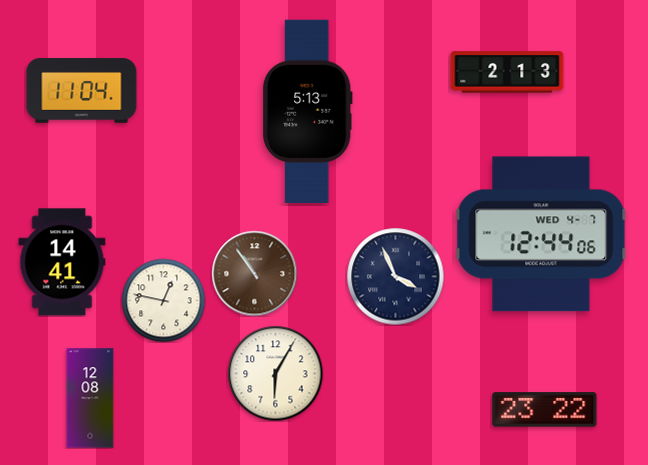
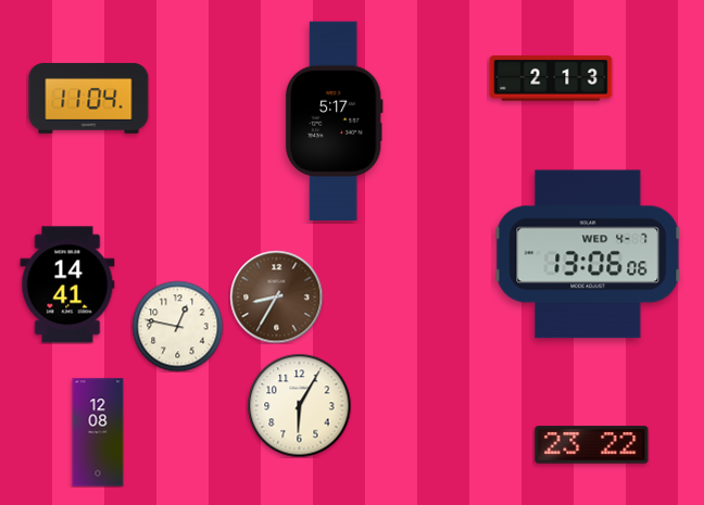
clock at (307, 111): 5:13 -> 5:17
clock at (541, 234): 12:44 -> 13:06
clock at (254, 273): 10:54 -> 8:35
clock at (395, 276): 3:56 -> none
